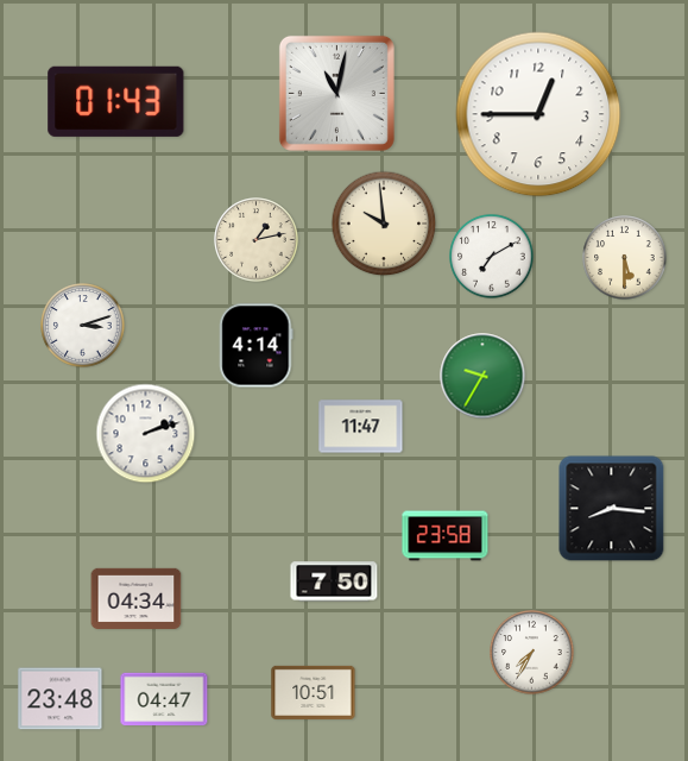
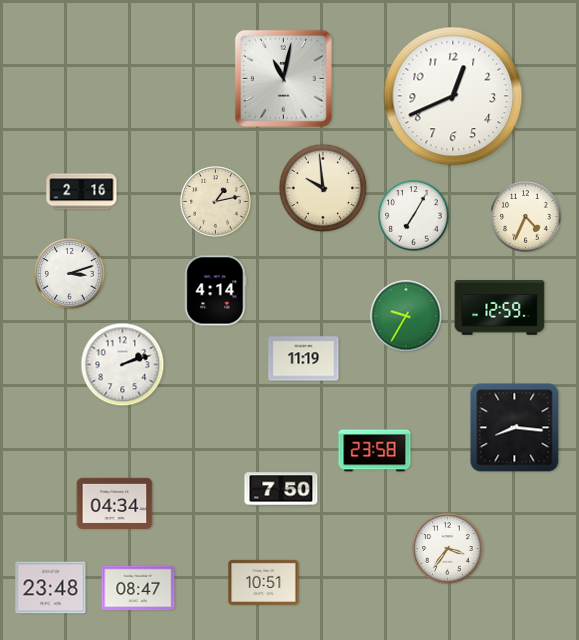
clock at (116, 101): 01:43 -> none
clock at (538, 114): 12:45 -> 12:41
clock at (82, 192): none -> 2:16
clock at (492, 257): 7:10 -> 7:05
clock at (625, 258): 5:30 -> 4:34
clock at (500, 308): none -> 12:59
clock at (361, 427): 11:47 -> 11:19
clock at (532, 653): 7:35 -> 3:36
clock at (164, 699): 04:47 -> 08:47
